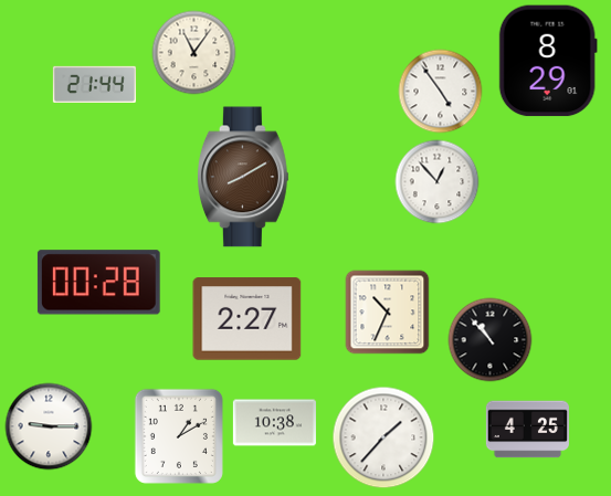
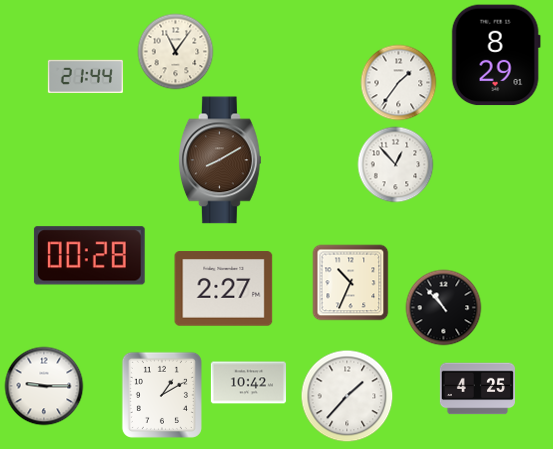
clock at (194, 53) position: (194, 53) -> (176, 52)
clock at (441, 92): 4:54 -> 1:36
clock at (274, 423): 10:38 -> 10:42
